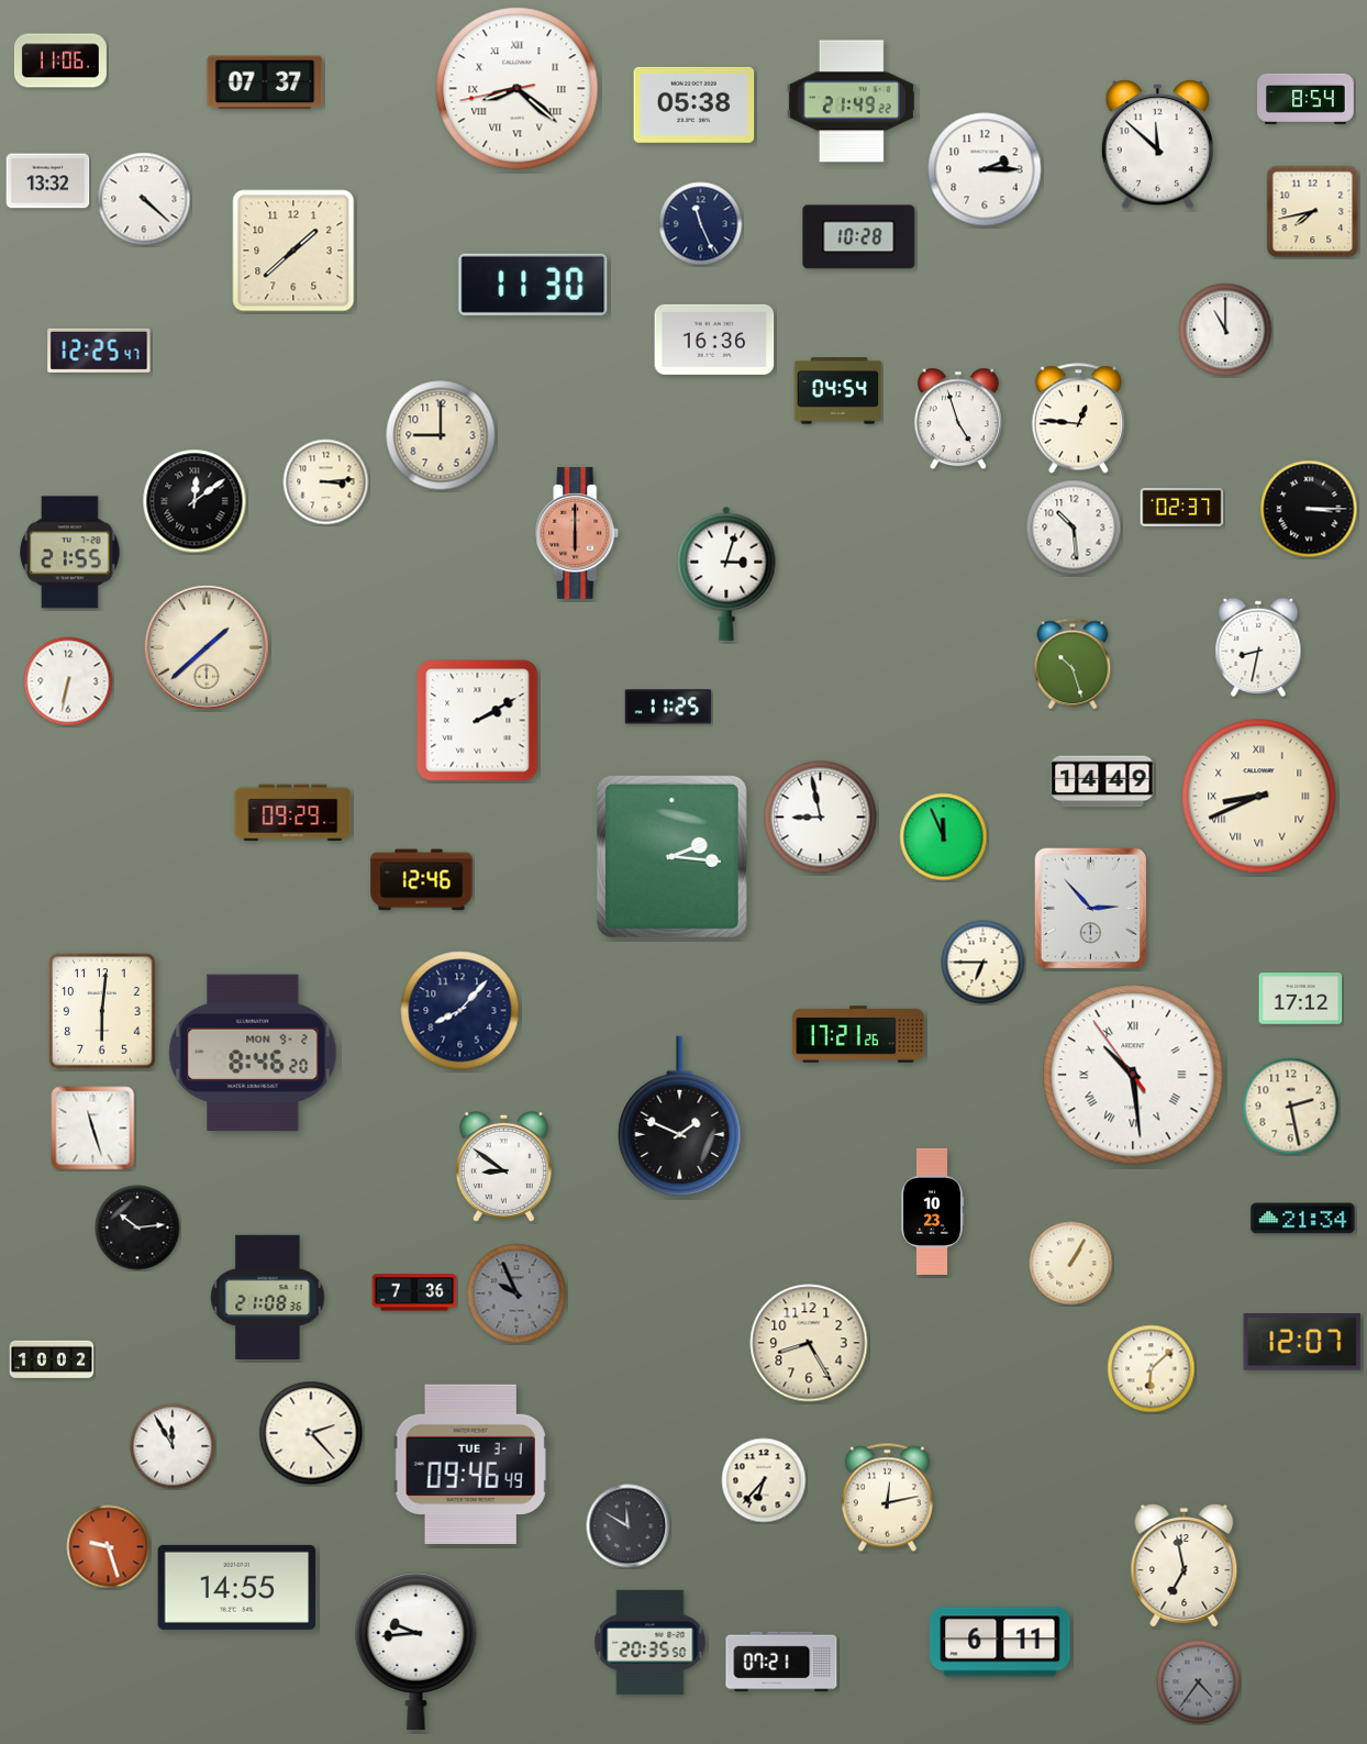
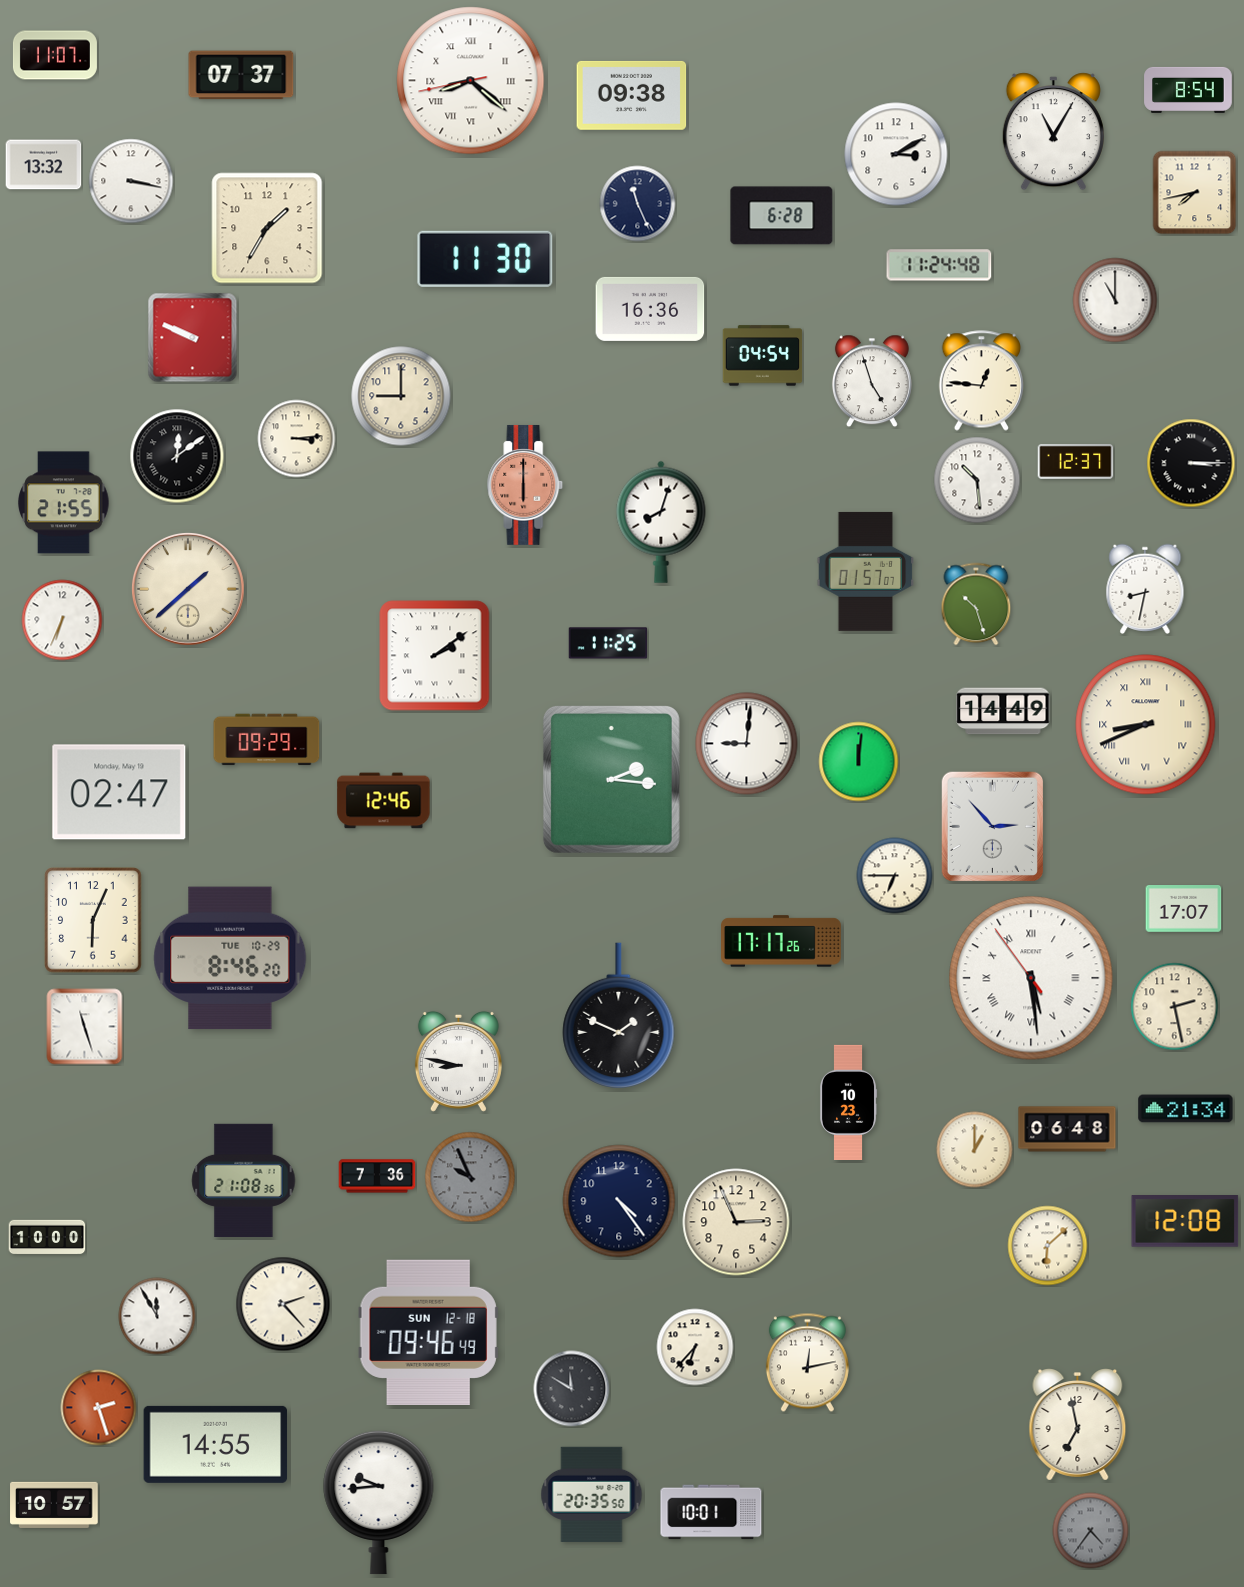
clock at (60, 60): 11:06 -> 11:07
clock at (852, 101): 21:49 -> none
clock at (694, 104): 05:38 -> 09:38
clock at (1157, 145): 11:52 -> 11:05
clock at (985, 169): 2:15 -> 3:10
clock at (144, 199): 4:22 -> 3:17
clock at (859, 237): 10:28 -> 6:28
clock at (293, 251): 1:38 -> 1:35
clock at (939, 265): none -> 11:24
clock at (99, 351): 12:25 -> none
clock at (193, 338): none -> 9:49
clock at (1182, 507): 02:37 -> 12:37
clock at (726, 574): 3:03 -> 8:03
clock at (866, 571): none -> 01:57
clock at (68, 681): 6:32 -> 6:34
clock at (478, 721): 2:10 -> 2:09
clock at (821, 818): 8:58 -> 9:01
clock at (944, 837): 11:56 -> 12:01
clock at (119, 792): none -> 02:47
clock at (1301, 999): 17:12 -> 17:07
clock at (102, 1011): 6:01 -> 6:04
clock at (460, 1011): 8:07 -> none
clock at (859, 1034): 17:21 -> 17:17
clock at (253, 1053) date: MON 9-2 -> TUE 10-29
clock at (1133, 1075): 10:28 -> 5:28
clock at (503, 1166): 8:51 -> 8:47
clock at (137, 1228): 10:14 -> none
clock at (1067, 1129): none -> 06:48
clock at (1071, 1264): 1:05 -> 1:00
clock at (619, 1201): none -> 4:24
clock at (809, 1343): 8:25 -> 2:56
clock at (1302, 1343): 12:07 -> 12:08
clock at (52, 1359): 10:02 -> 10:00
clock at (470, 1464) date: TUE 3-1 -> SUN 12-18
clock at (109, 1547): 9:27 -> 2:27
clock at (1000, 1642): 6:11 -> none
clock at (54, 1505): none -> 10:57
clock at (781, 1662): 07:21 -> 10:01
